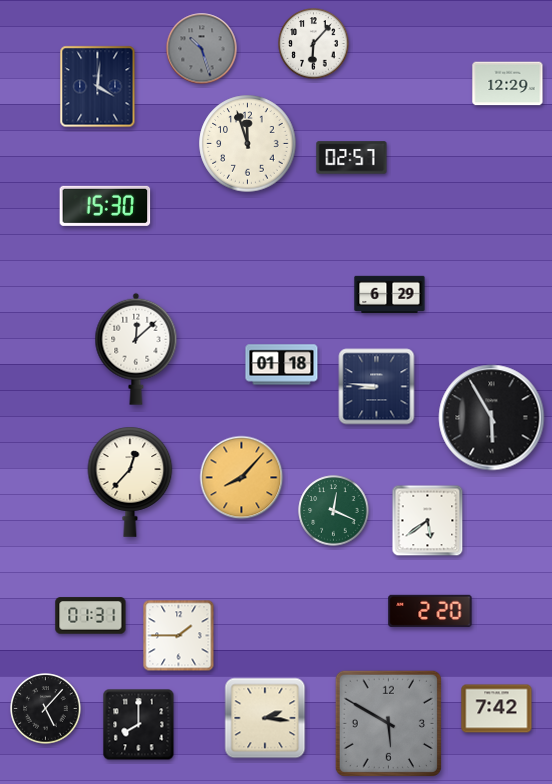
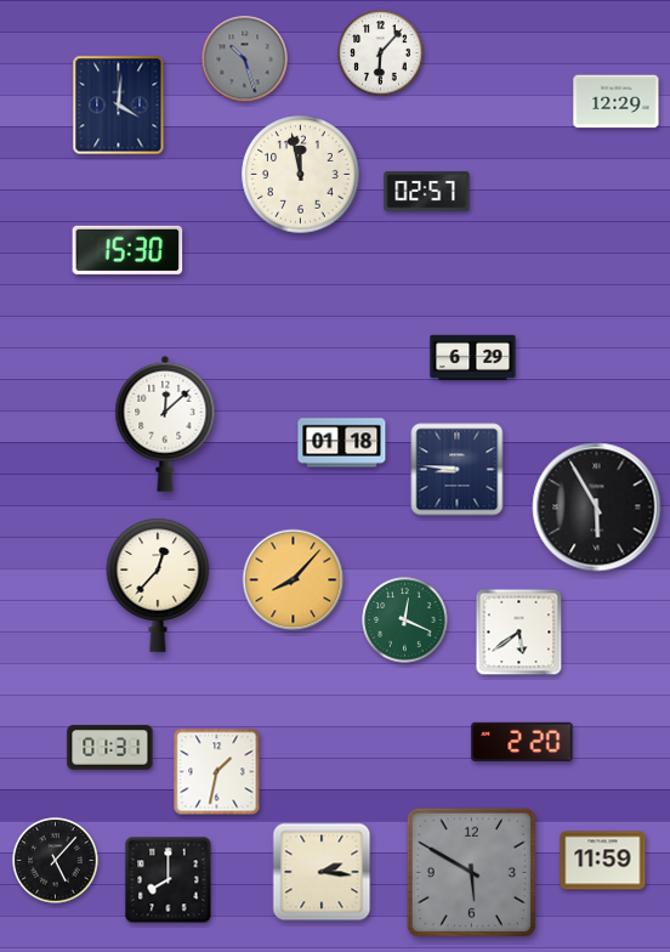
clock at (248, 144): 11:57 -> 11:58
clock at (179, 636): 1:45 -> 1:32
clock at (497, 709): 7:42 -> 11:59
clock at (388, 723) position: (388, 723) -> (471, 872)
